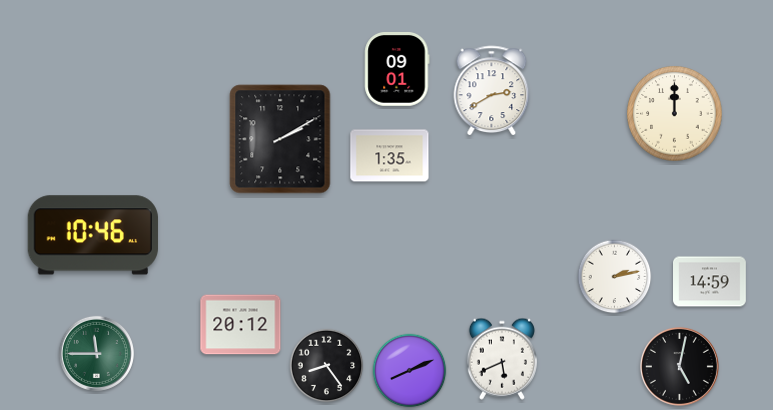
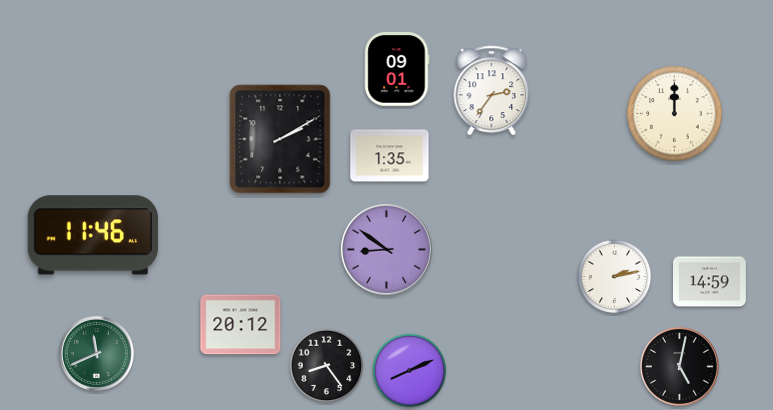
clock at (492, 91): 2:40 -> 2:36
clock at (93, 235): 10:46 -> 11:46
clock at (387, 250): none -> 8:51
clock at (96, 353): 11:45 -> 11:41
clock at (502, 359): 5:41 -> none
